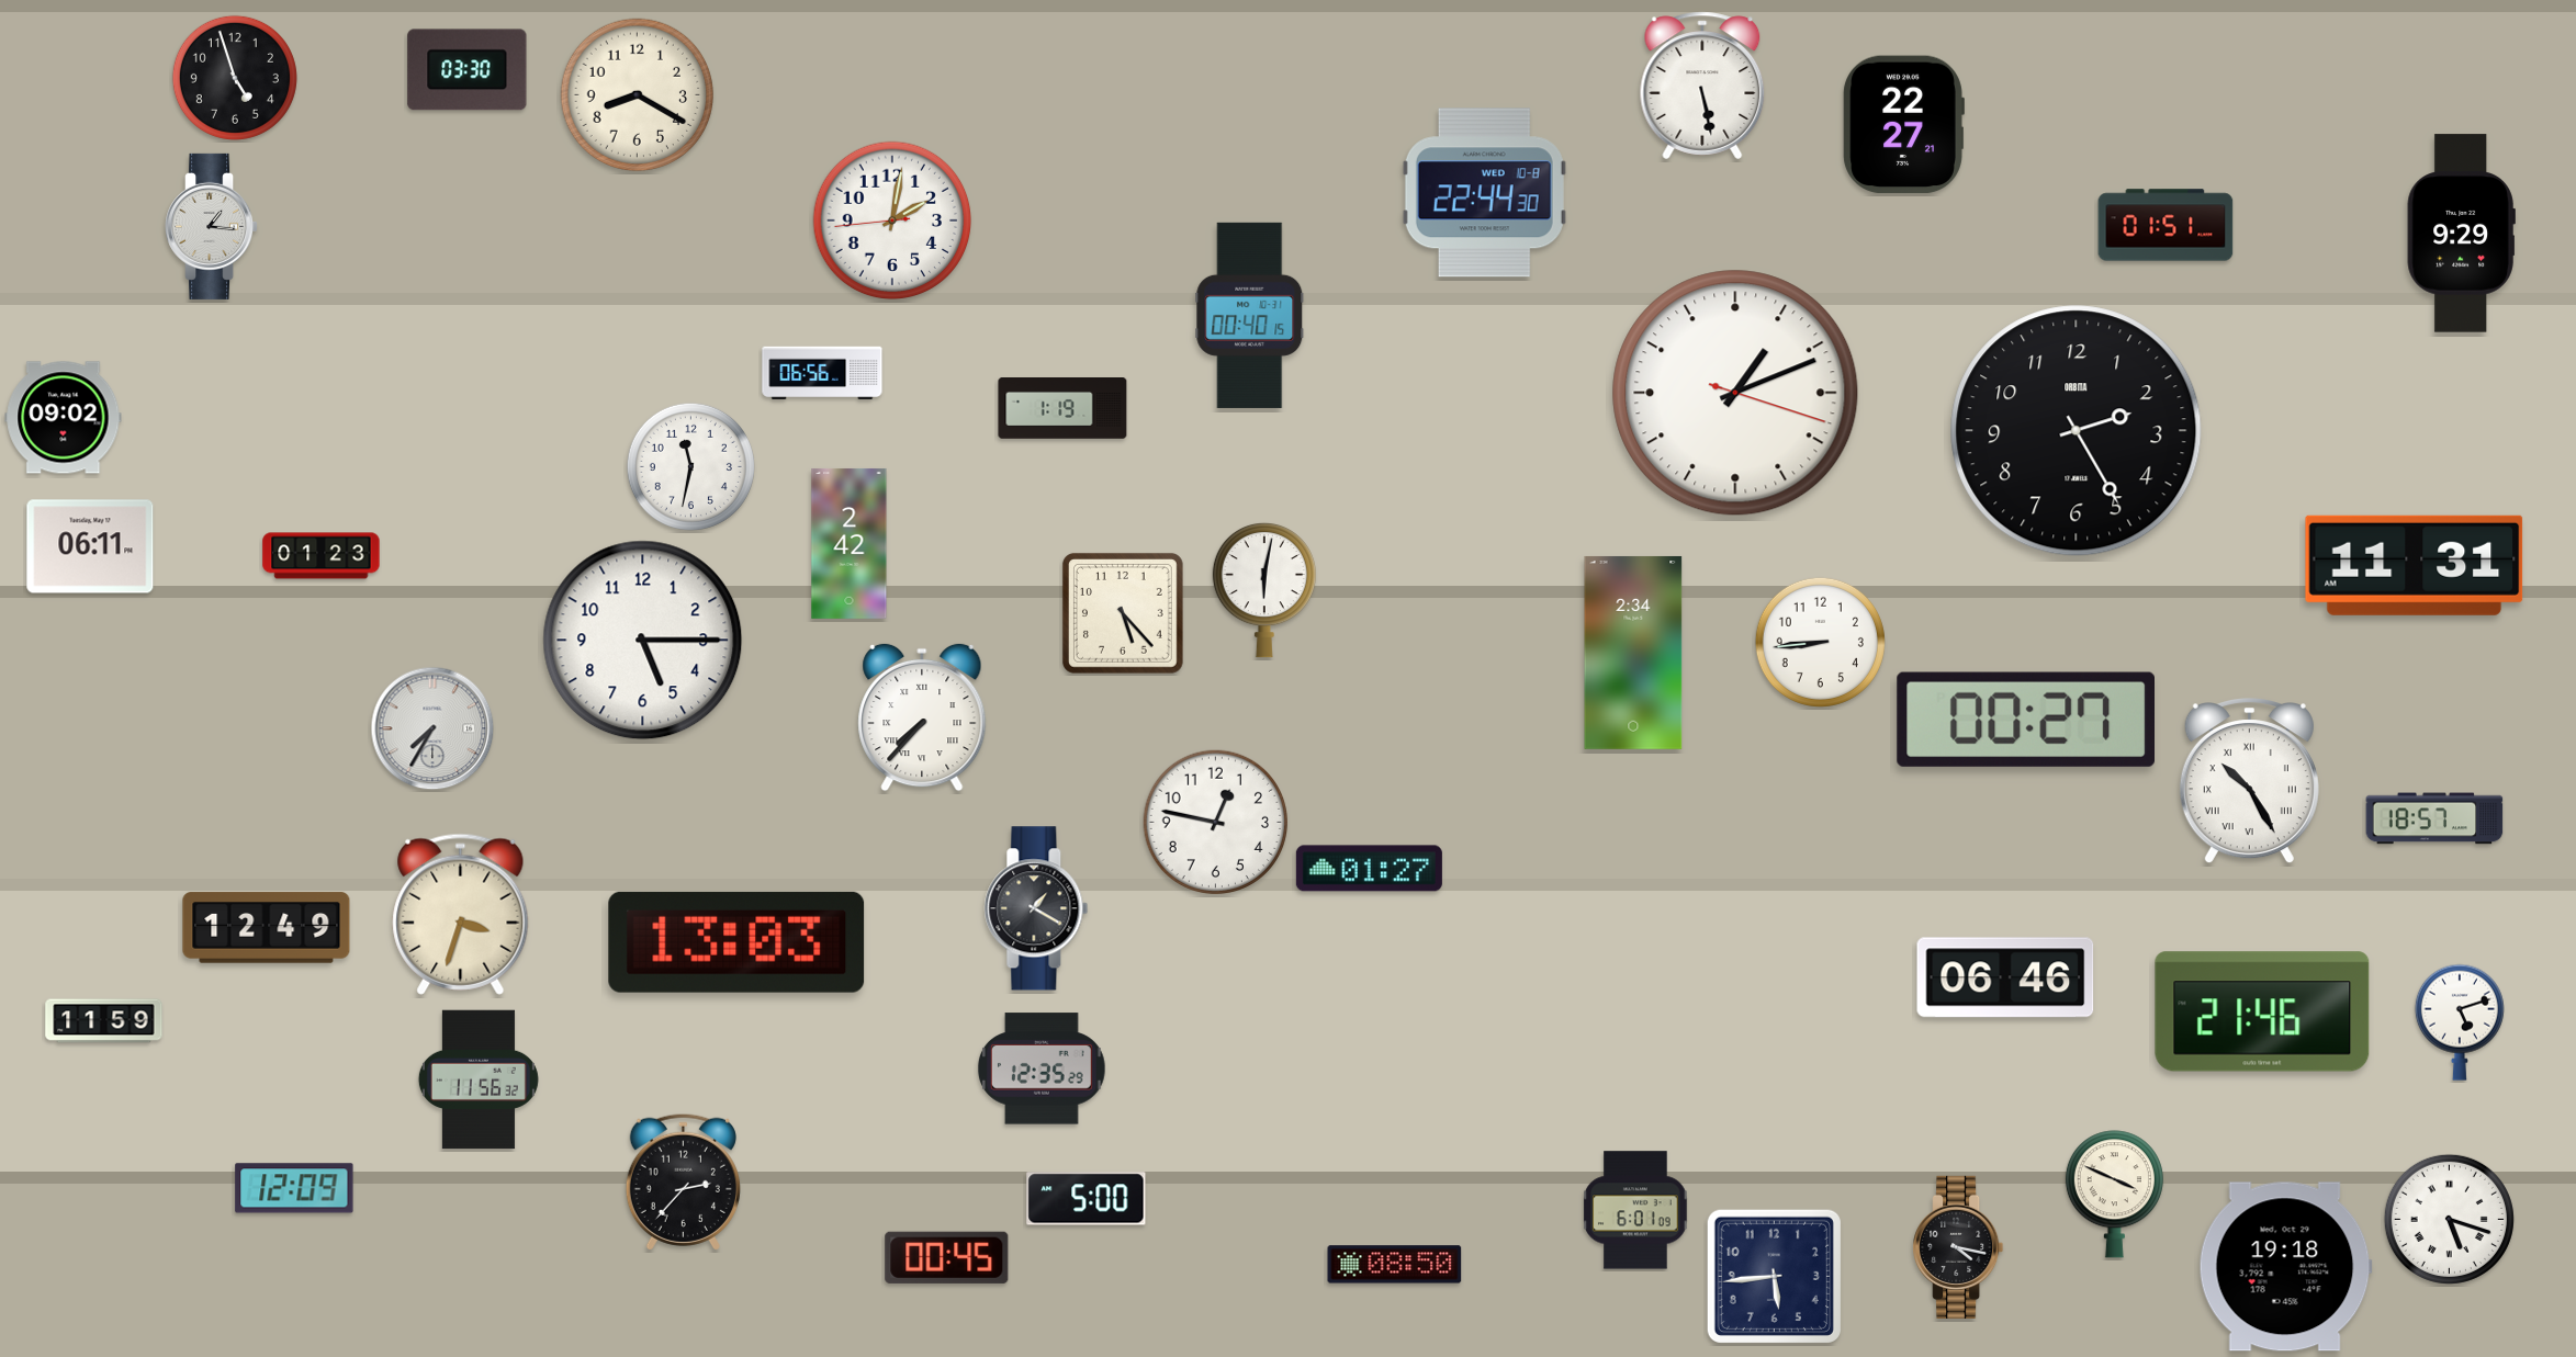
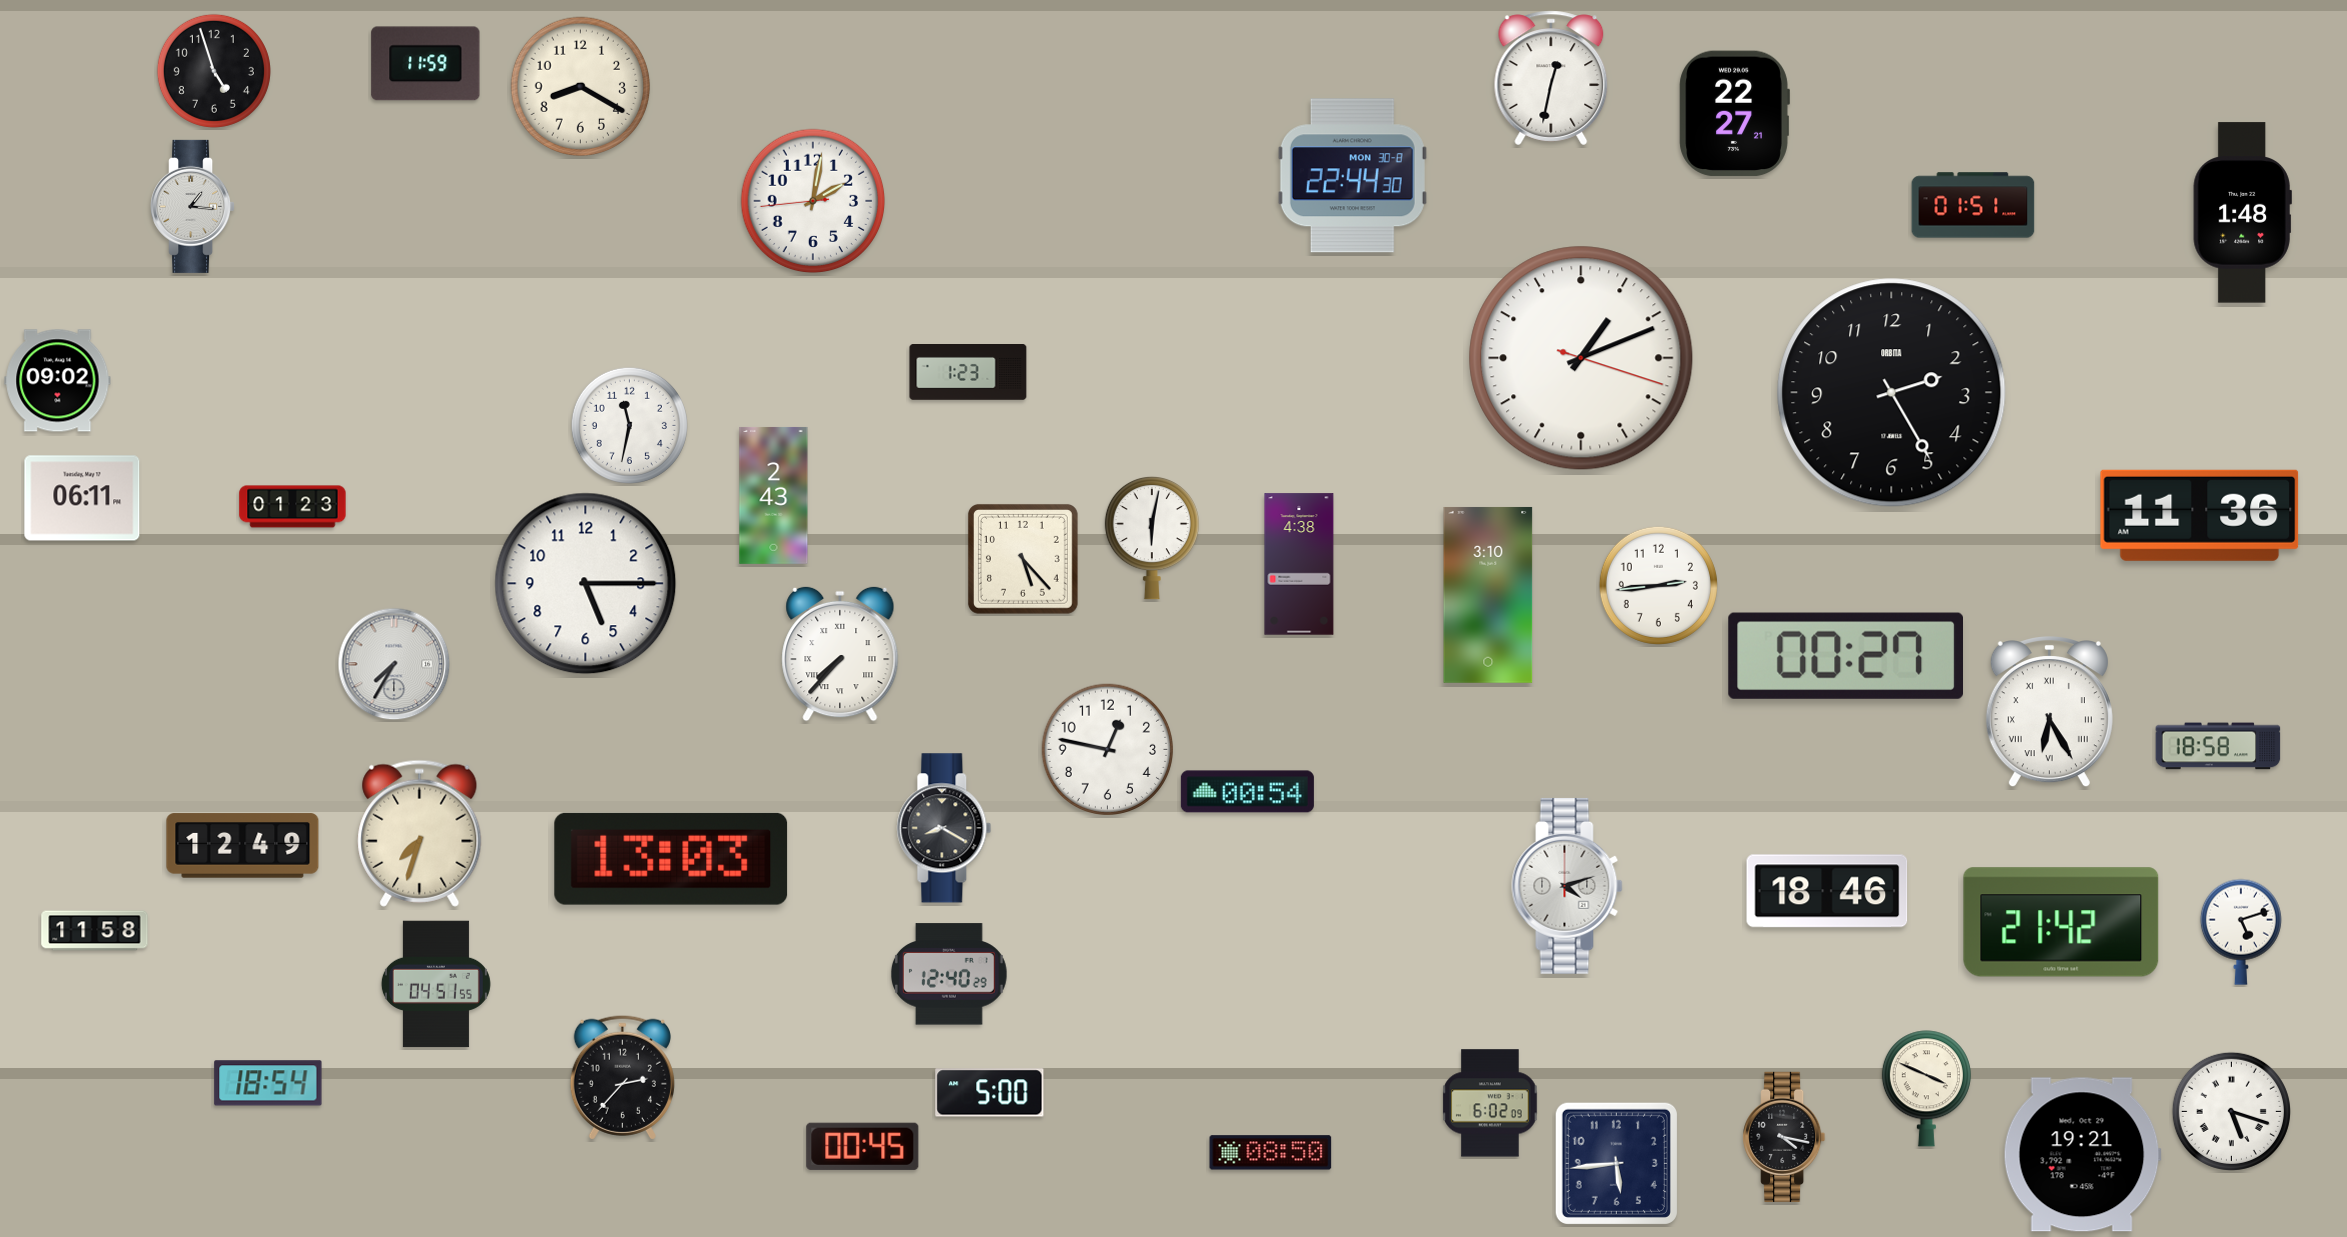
clock at (468, 70): 03:30 -> 11:59
clock at (1702, 86): 5:28 -> 12:32
clock at (1484, 193) date: WED 10-8 -> MON 30-8
clock at (2461, 234): 9:29 -> 1:48
clock at (1250, 315): 00:40 -> none
clock at (822, 373): 06:56 -> none
clock at (1062, 409): 1:19 -> 1:23
clock at (850, 543): 2:42 -> 2:43
clock at (2415, 565): 11:31 -> 11:36
clock at (1299, 564): none -> 4:38
clock at (1820, 642): 8:44 -> 2:44
clock at (1633, 653): 2:34 -> 3:10
clock at (2249, 782): 10:25 -> 6:25
clock at (2434, 818): 18:57 -> 18:58
clock at (1369, 869): 01:27 -> 00:54
clock at (1036, 908): 1:20 -> 8:20
clock at (461, 914): 3:33 -> 7:33
clock at (1567, 886): none -> 4:12
clock at (2005, 977): 06:46 -> 18:46
clock at (2262, 1011): 21:46 -> 21:42
clock at (104, 1021): 11:59 -> 11:58
clock at (1042, 1068): 12:35 -> 12:40
clock at (479, 1079): 11:56 -> 04:51
clock at (294, 1188): 12:09 -> 18:54
clock at (1635, 1210): 6:01 -> 6:02
clock at (2285, 1267): 19:18 -> 19:21
